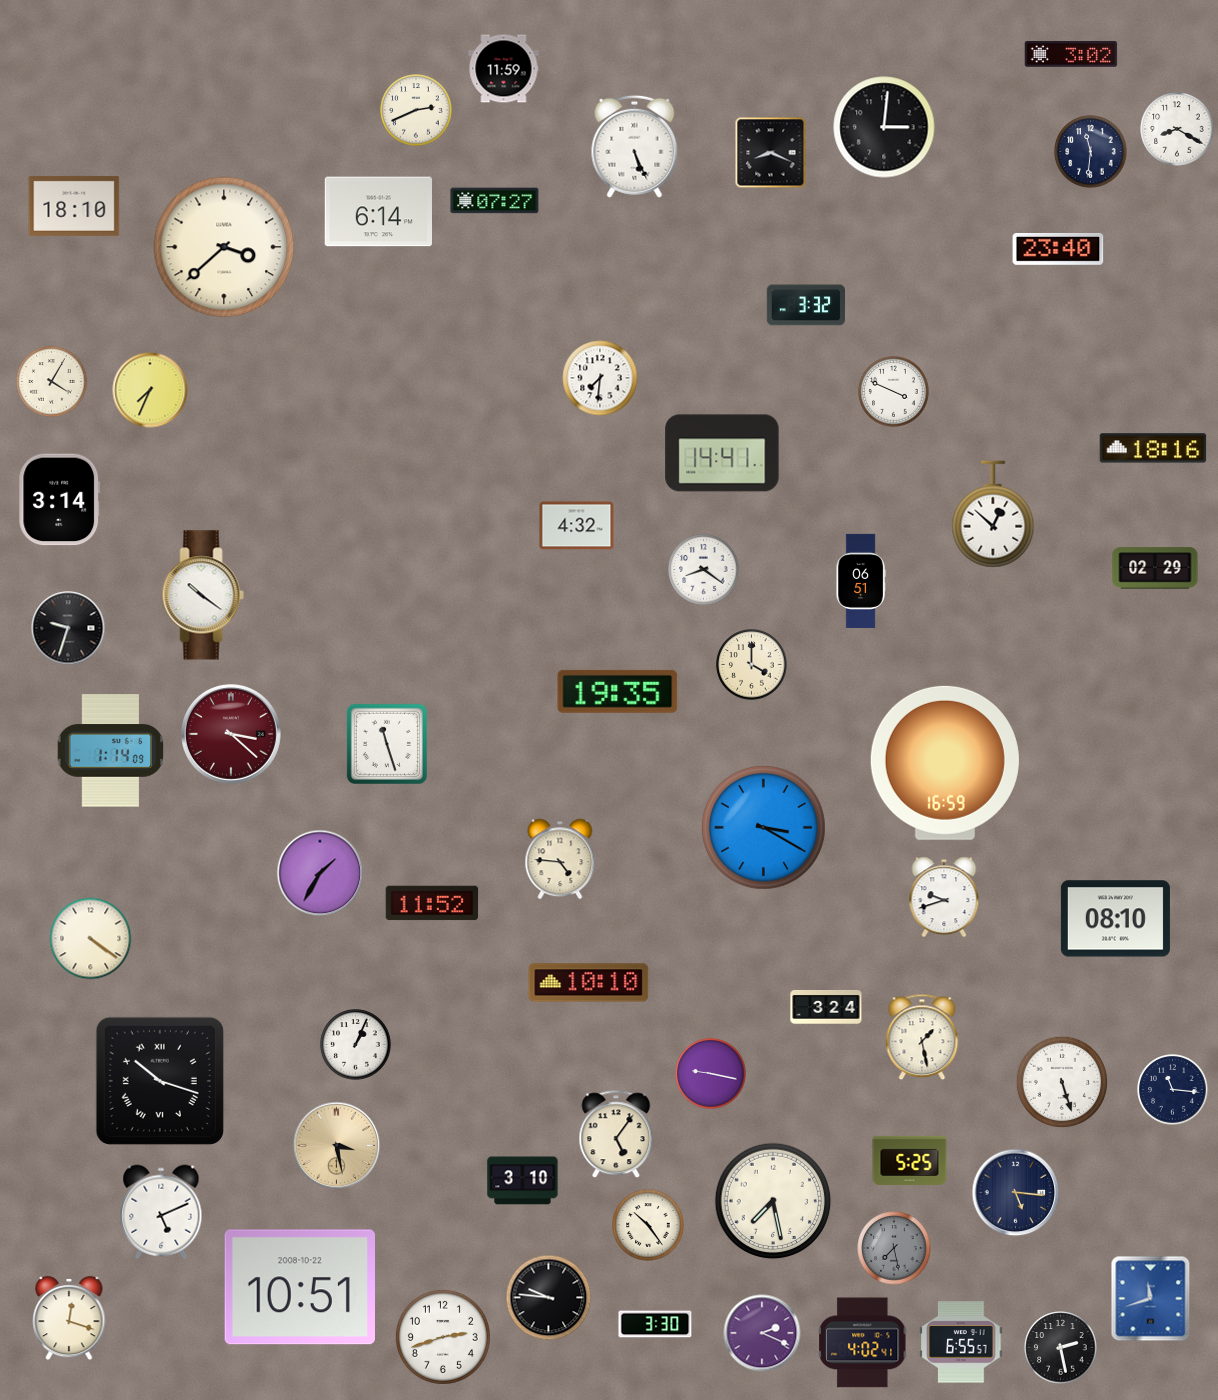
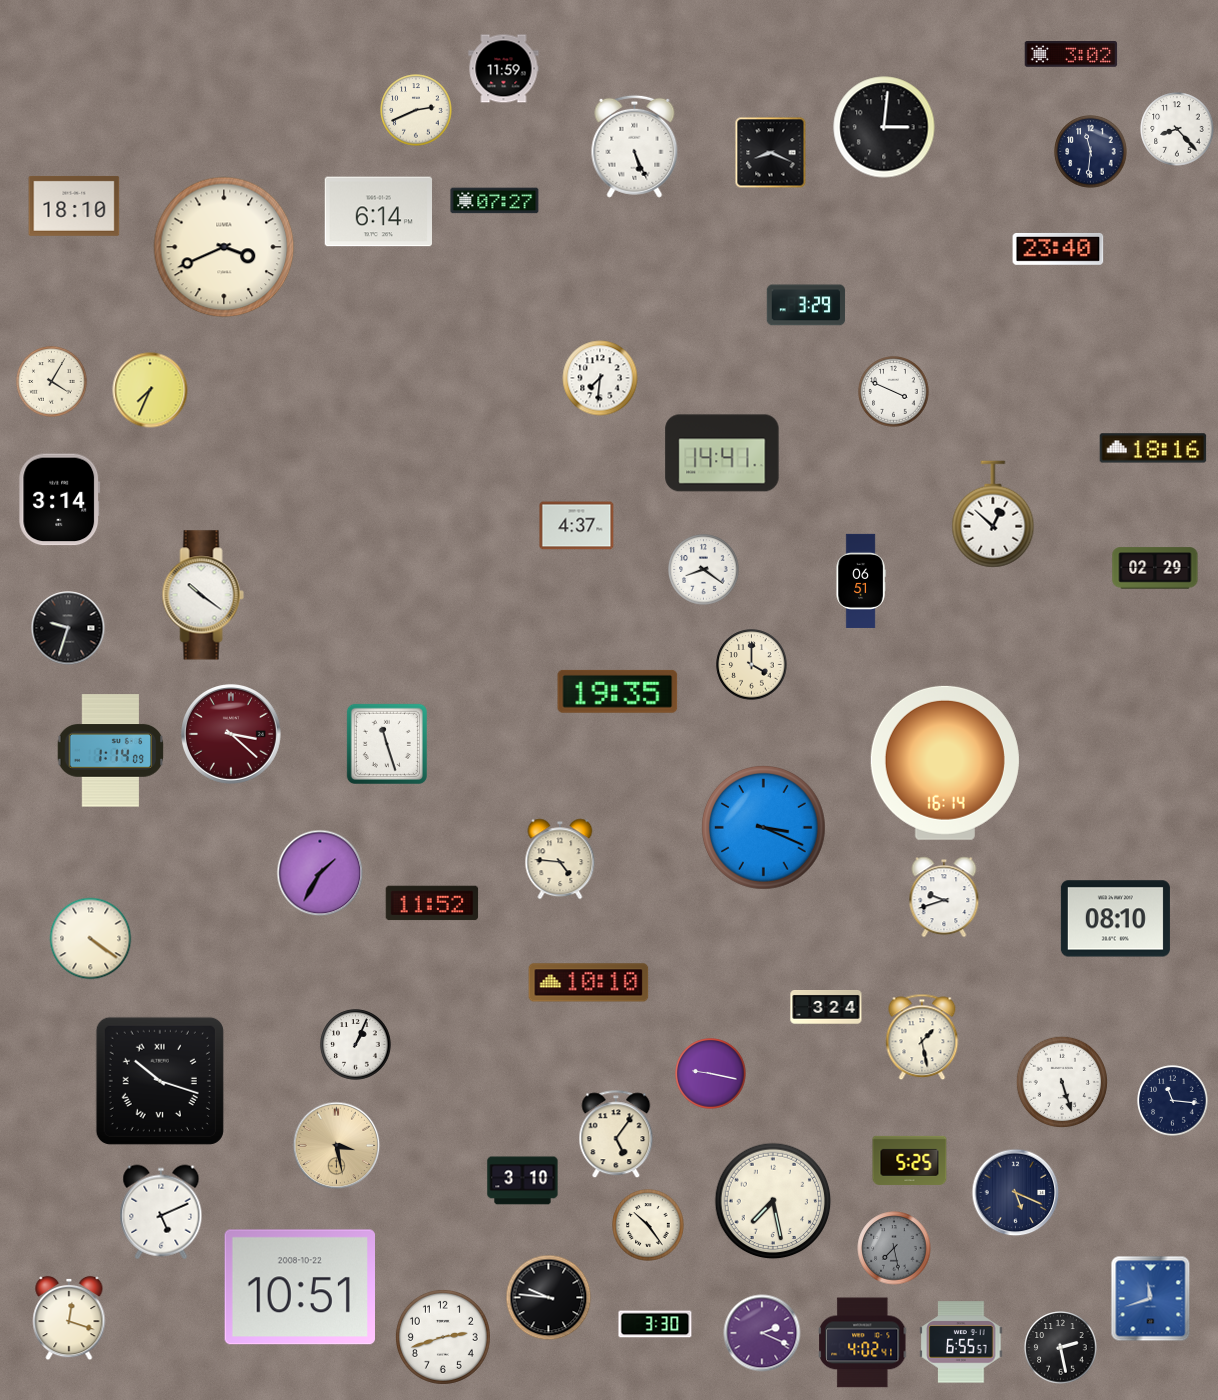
clock at (1177, 129): 8:20 -> 8:23
clock at (224, 247): 3:38 -> 3:41
clock at (806, 305): 3:32 -> 3:29
clock at (577, 526): 4:32 -> 4:37
clock at (945, 763): 16:59 -> 16:14
clock at (764, 828): 3:20 -> 3:19
clock at (1173, 1090) position: (1173, 1090) -> (1173, 1101)
clock at (1016, 1193): 5:16 -> 5:19
